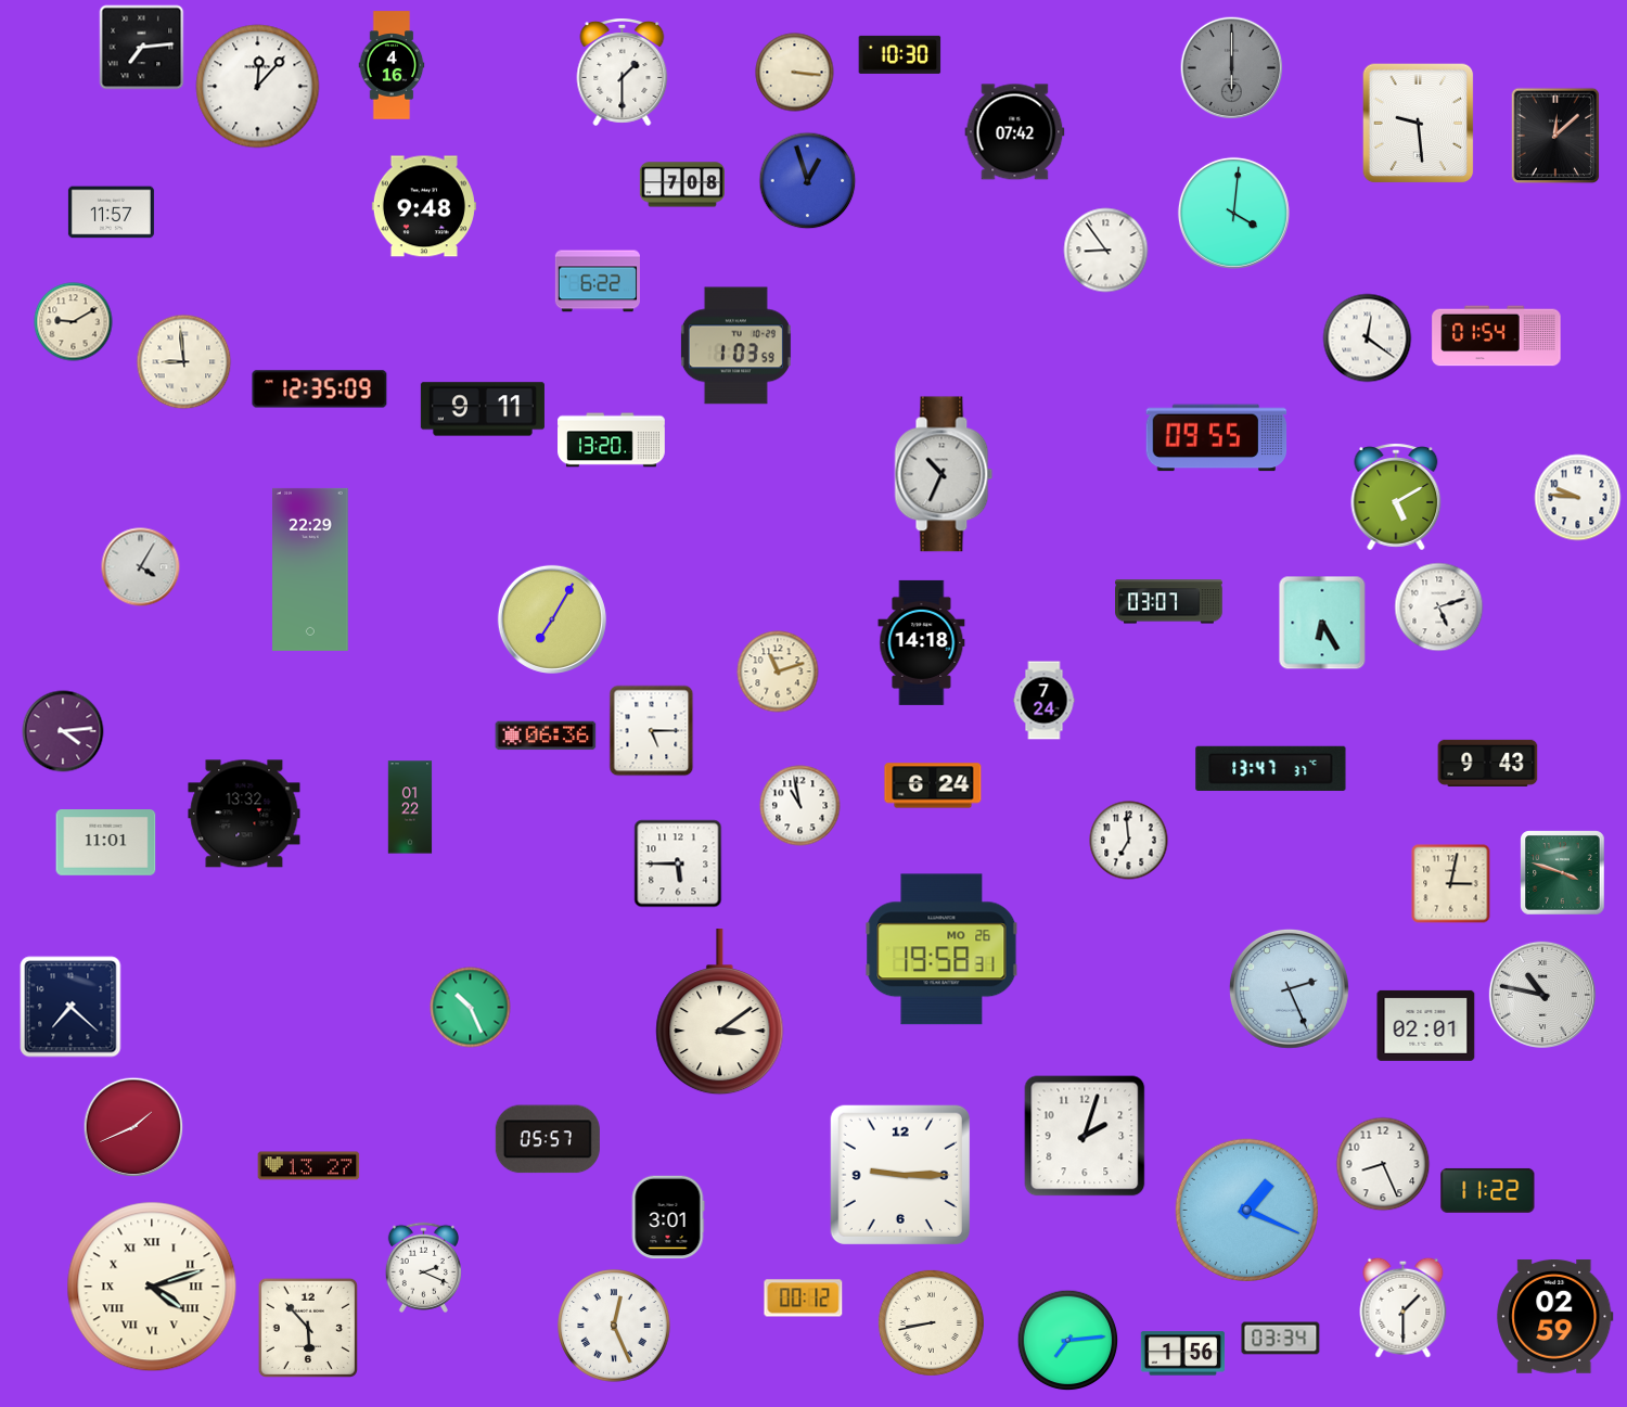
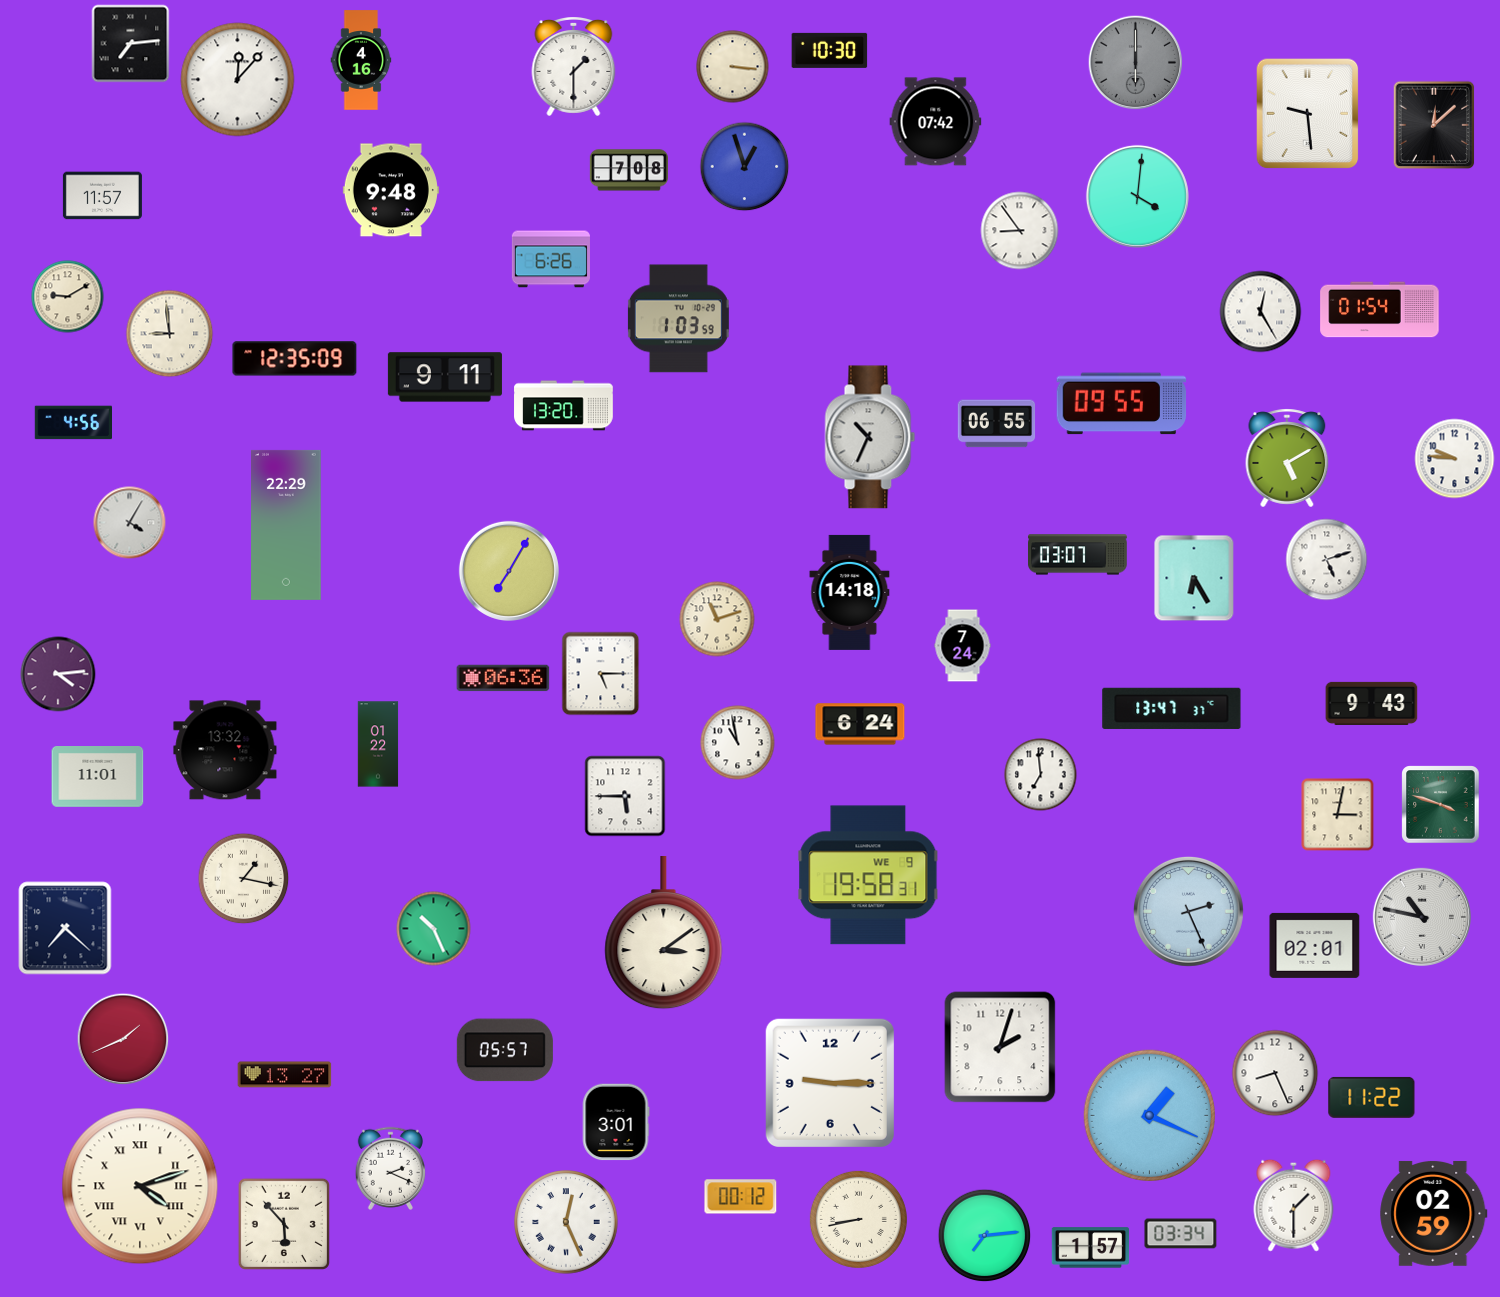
clock at (598, 281): 6:22 -> 6:26
clock at (1368, 338): 12:21 -> 12:25
clock at (73, 423): none -> 4:56
clock at (997, 424): none -> 06:55
clock at (1322, 623) position: (1322, 623) -> (1194, 578)
clock at (941, 949) date: MO 26 -> WE 9
clock at (244, 879): none -> 1:17
clock at (1183, 1354): 1:56 -> 1:57
